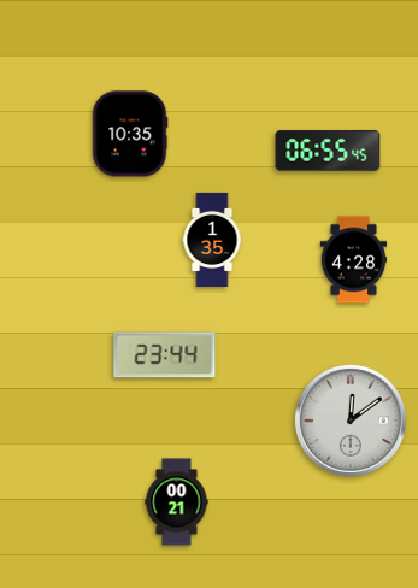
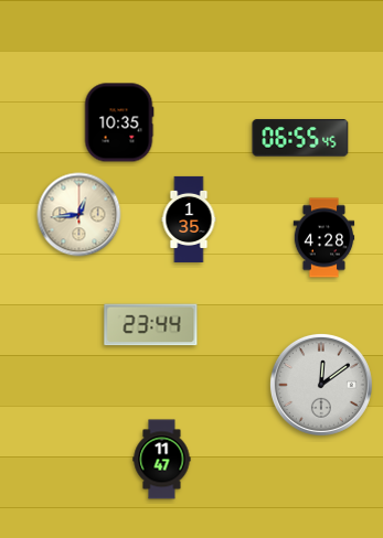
clock at (79, 215): none -> 12:44
clock at (212, 240) position: (212, 240) -> (189, 219)
clock at (177, 502): 00:21 -> 11:47
